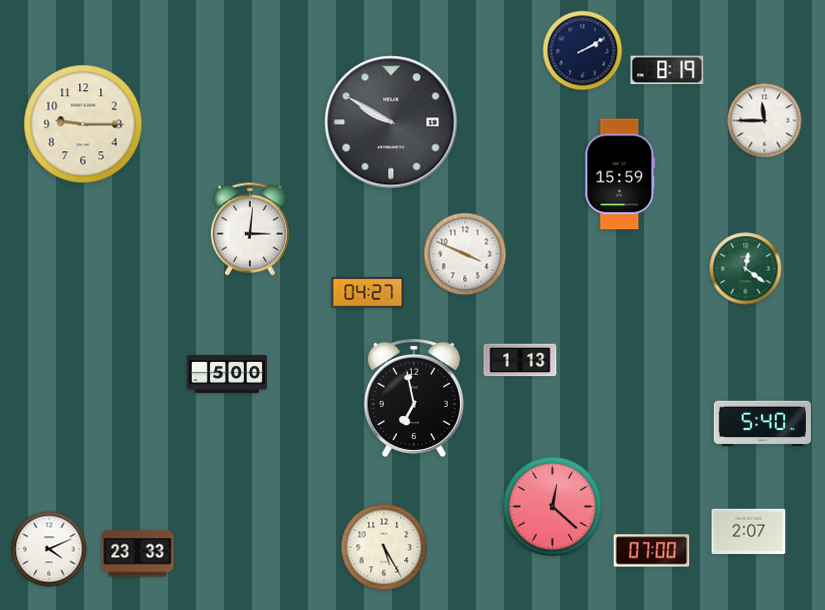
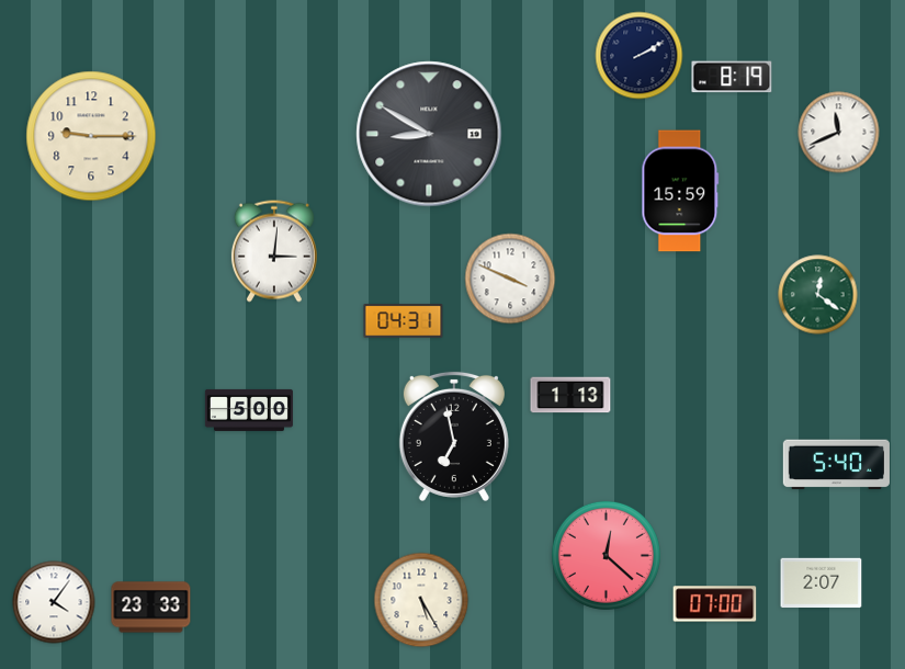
clock at (765, 121): 11:45 -> 11:41
clock at (391, 122): 9:50 -> 8:50
clock at (368, 293): 04:27 -> 04:31
clock at (49, 549): 4:11 -> 4:06
